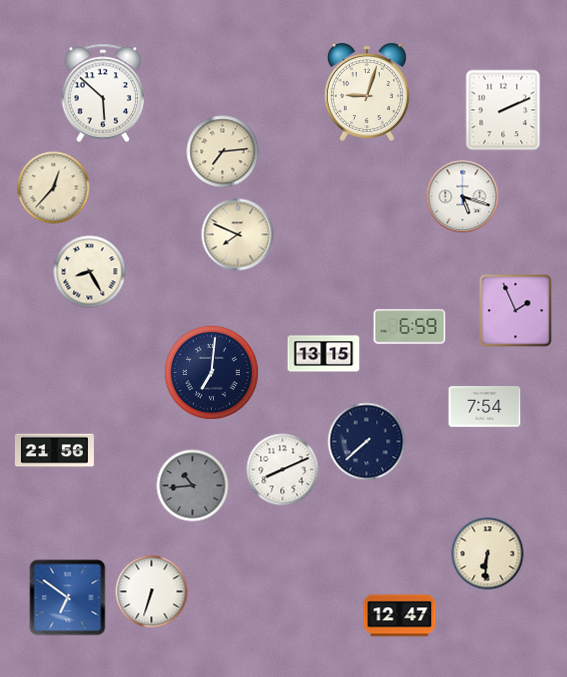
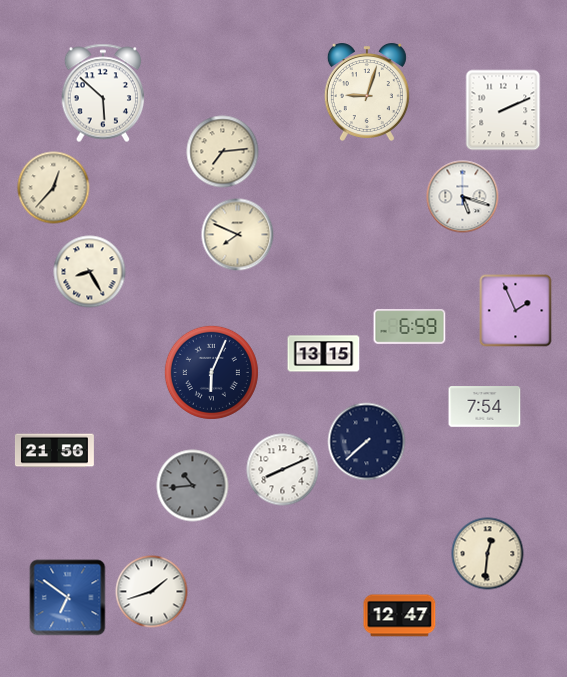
clock at (211, 372): 7:01 -> 6:04
clock at (488, 554): 6:31 -> 12:31
clock at (152, 592): 6:33 -> 1:42
